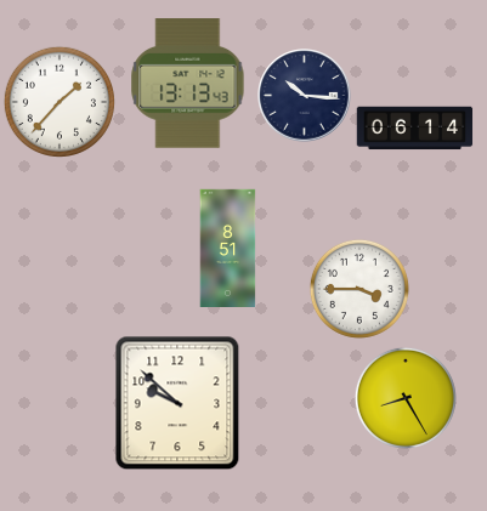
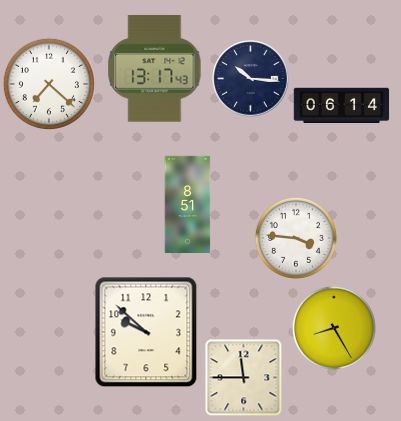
clock at (188, 84): 13:13 -> 13:17
clock at (60, 102): 1:37 -> 7:22
clock at (359, 289): 3:45 -> 3:46
clock at (243, 378): none -> 11:45
